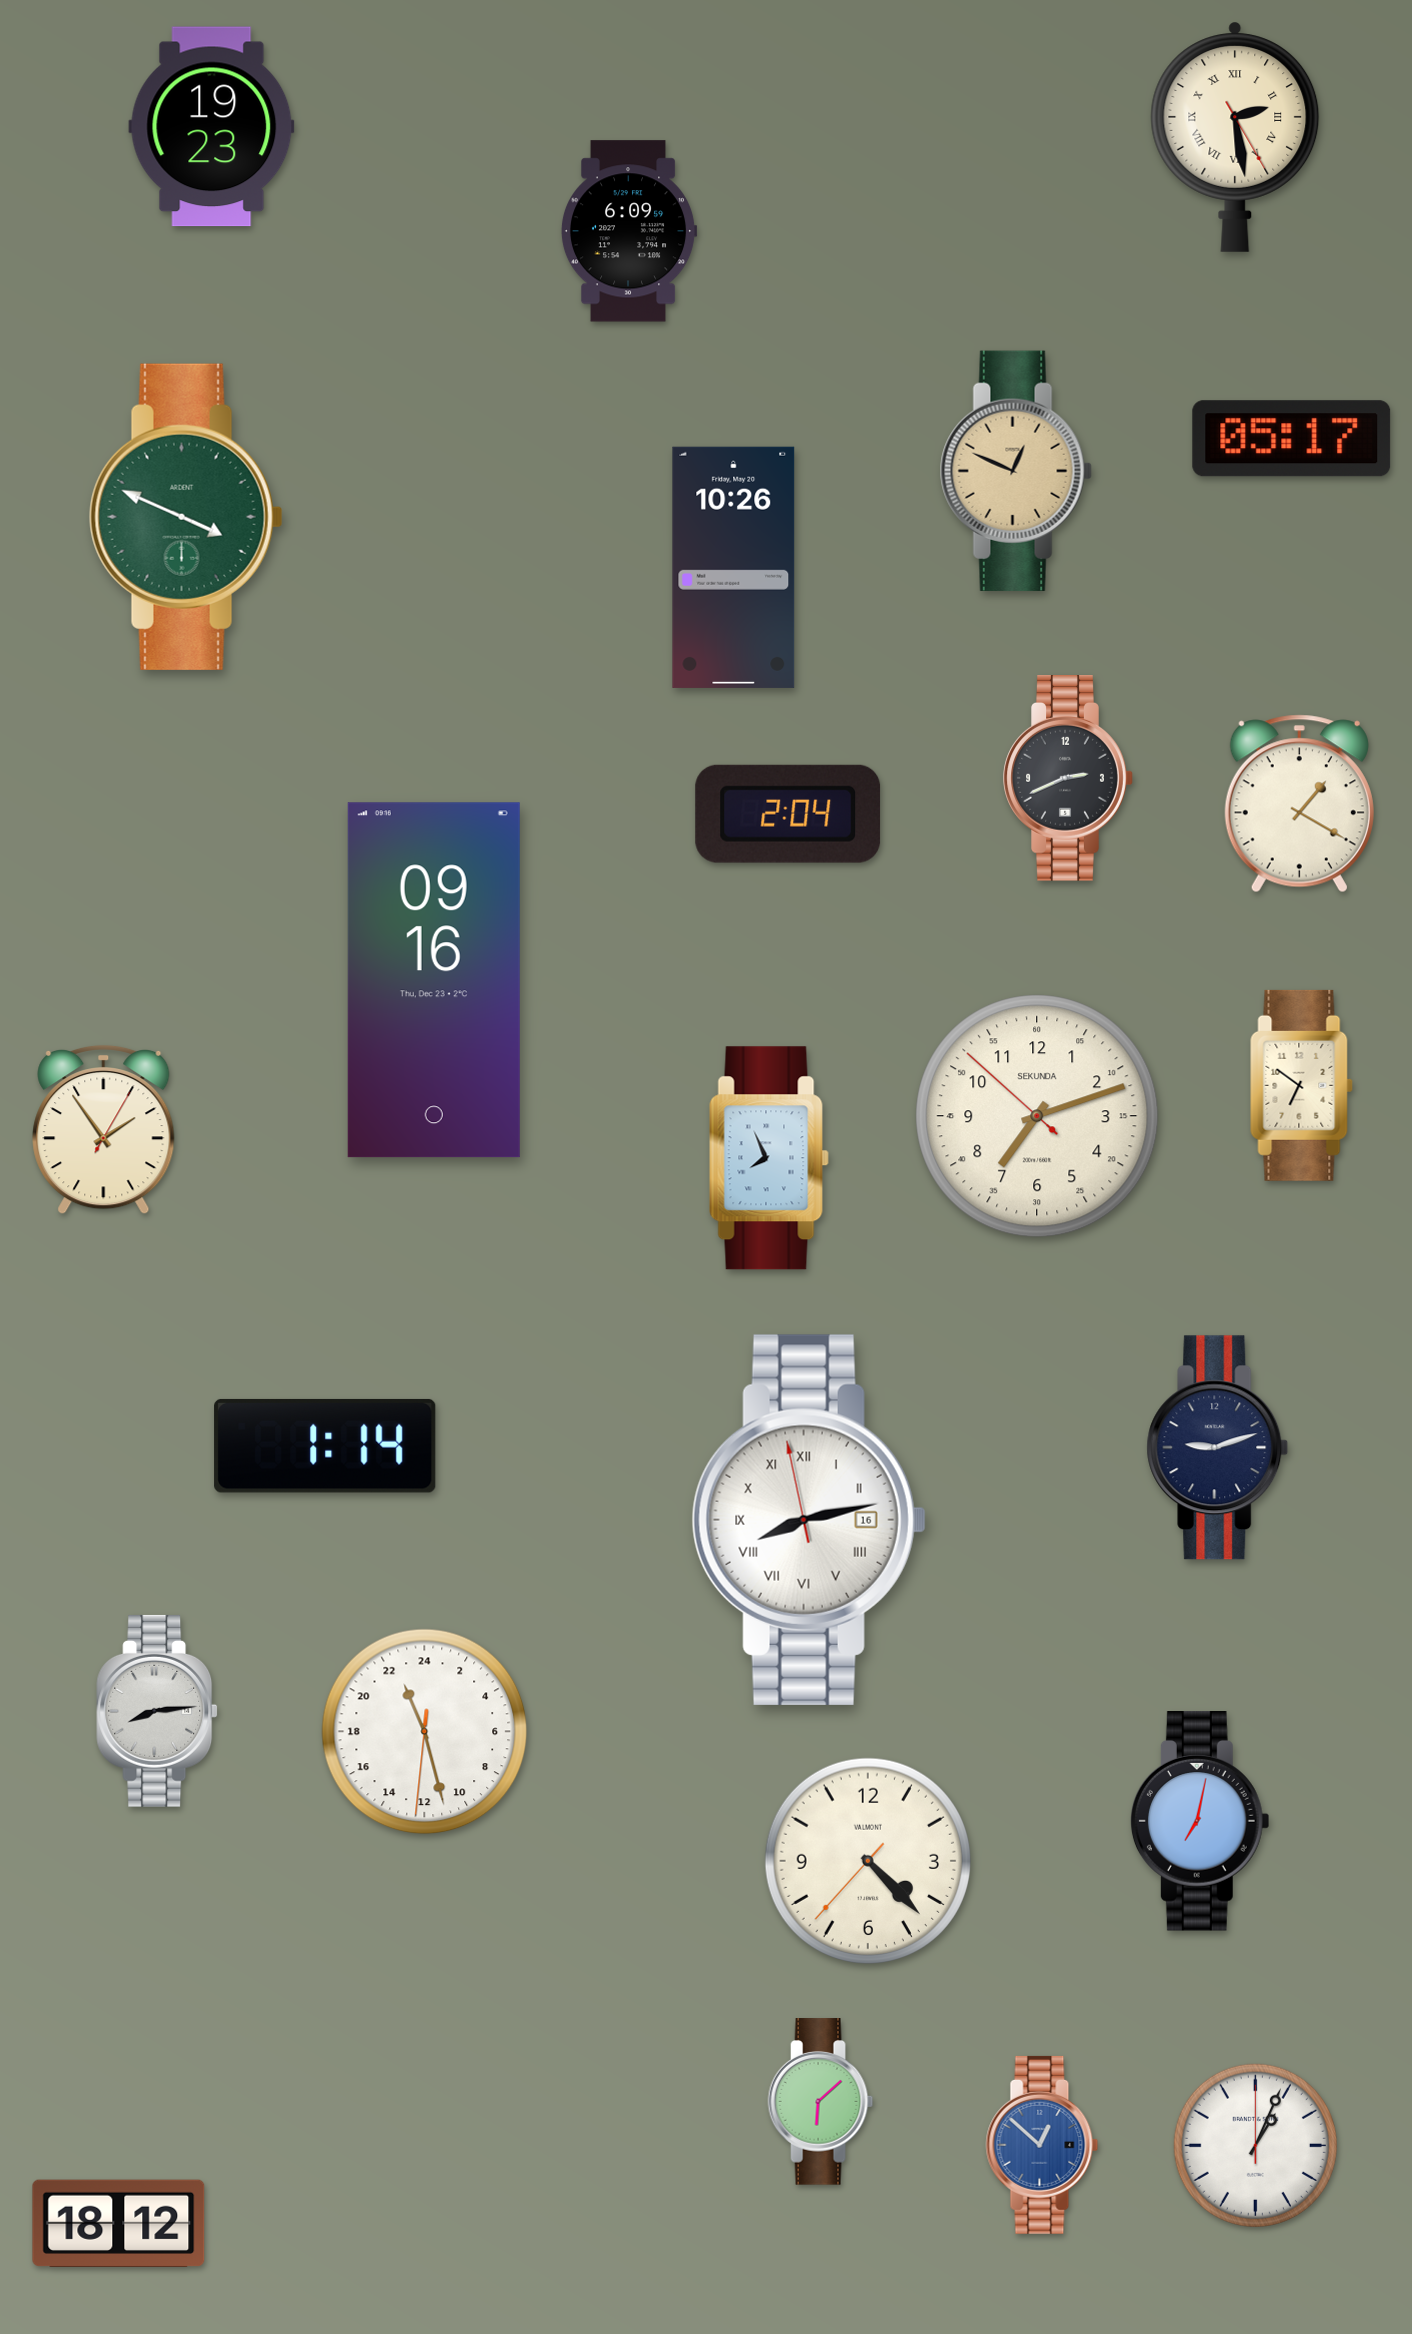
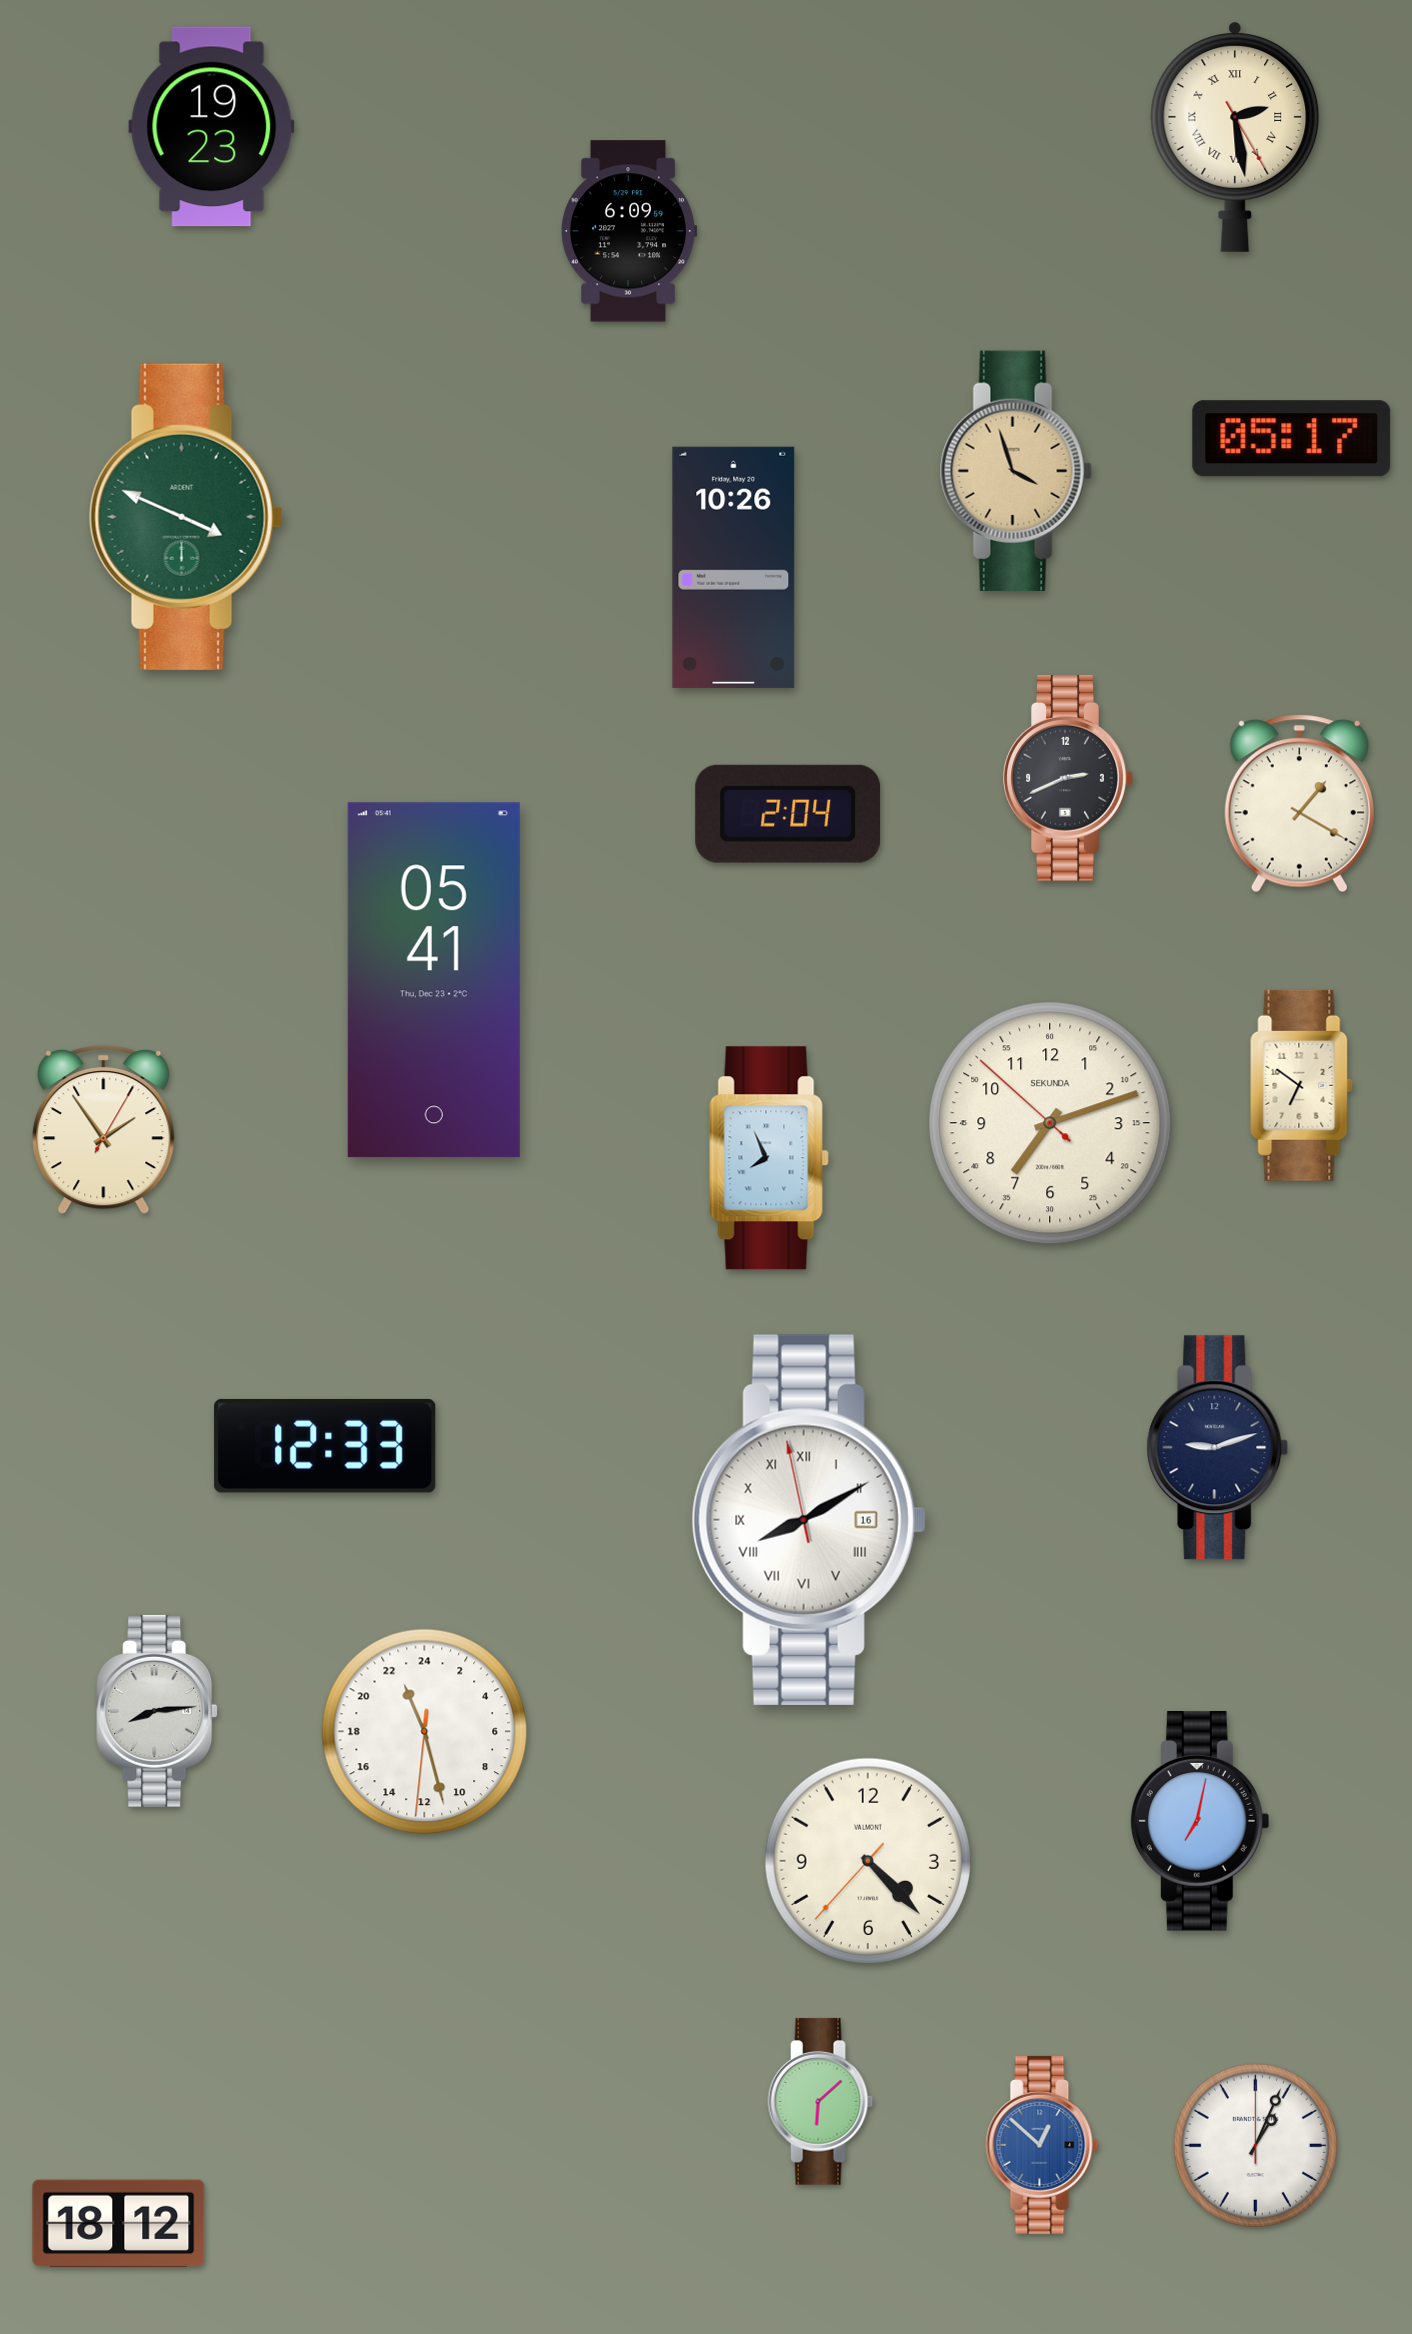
clock at (1016, 471): 12:49 -> 3:57
clock at (434, 980): 09:16 -> 05:41
clock at (1037, 1116) position: (1037, 1116) -> (1050, 1123)
clock at (325, 1446): 1:14 -> 12:33
clock at (809, 1520): 8:12 -> 8:09
